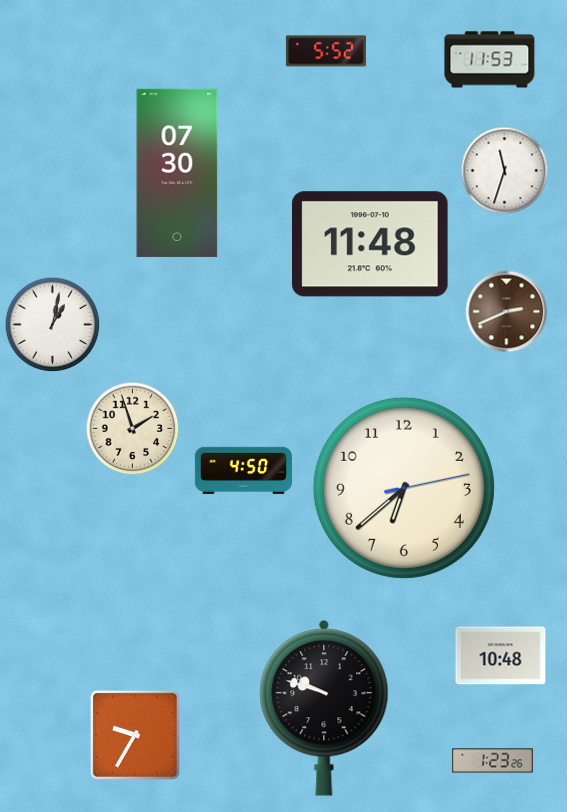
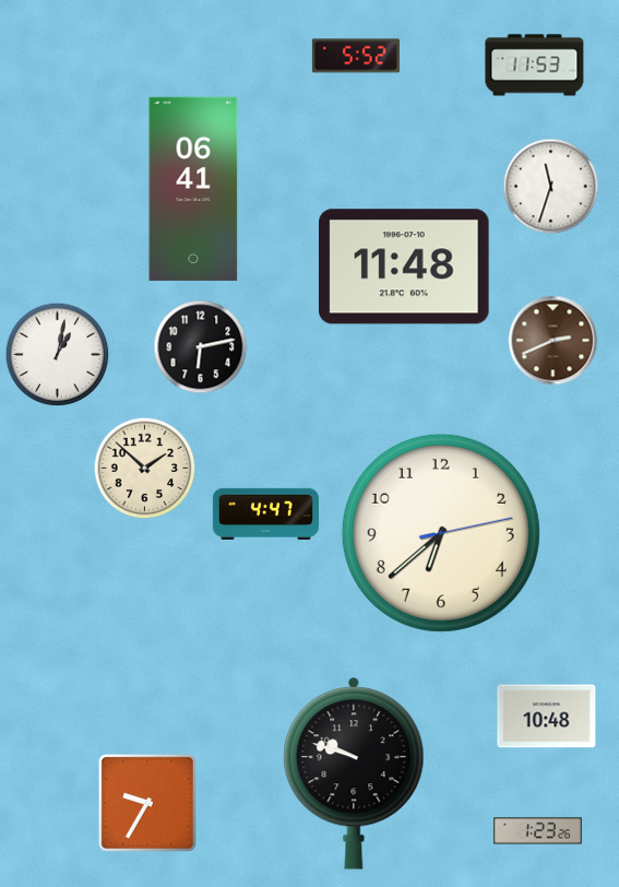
clock at (177, 173): 07:30 -> 06:41
clock at (201, 347): none -> 6:13
clock at (133, 429): 1:57 -> 1:52
clock at (243, 470): 4:50 -> 4:47
